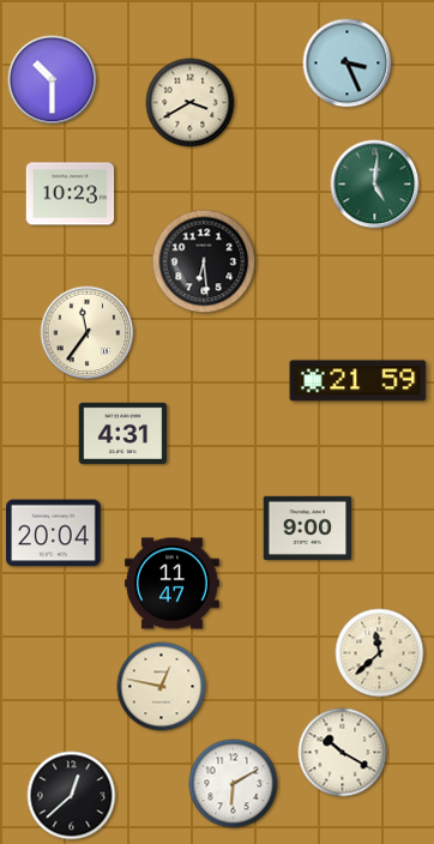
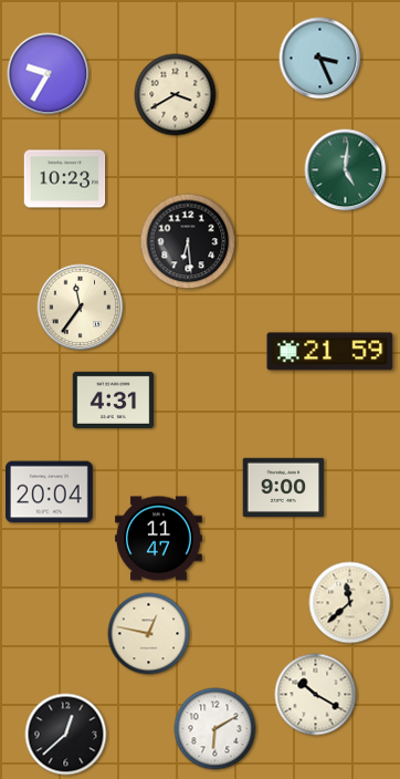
clock at (53, 80): 10:30 -> 9:35
clock at (234, 784) position: (234, 784) -> (215, 729)
